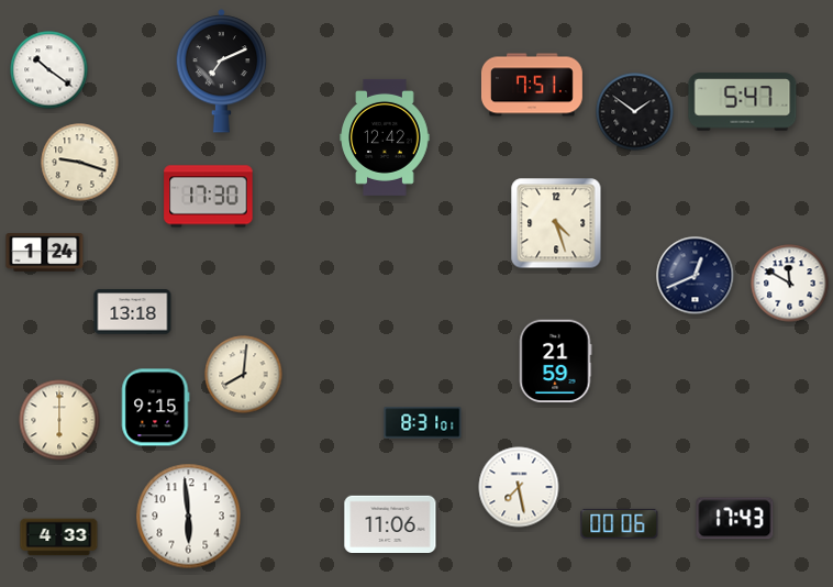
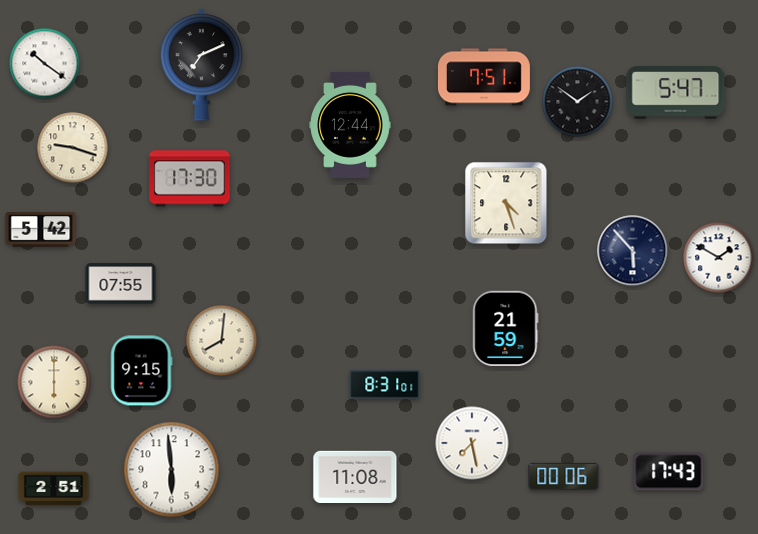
clock at (385, 137): 12:42 -> 12:44
clock at (45, 253): 1:24 -> 5:42
clock at (696, 276): 12:41 -> 5:53
clock at (790, 284): 11:50 -> 1:50
clock at (133, 312): 13:18 -> 07:55
clock at (390, 523): 11:06 -> 11:08
clock at (59, 538): 4:33 -> 2:51
